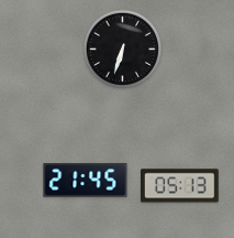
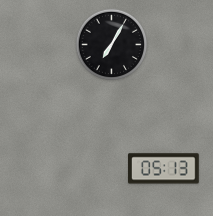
clock at (123, 50): 6:33 -> 7:05
clock at (86, 181): 21:45 -> none
